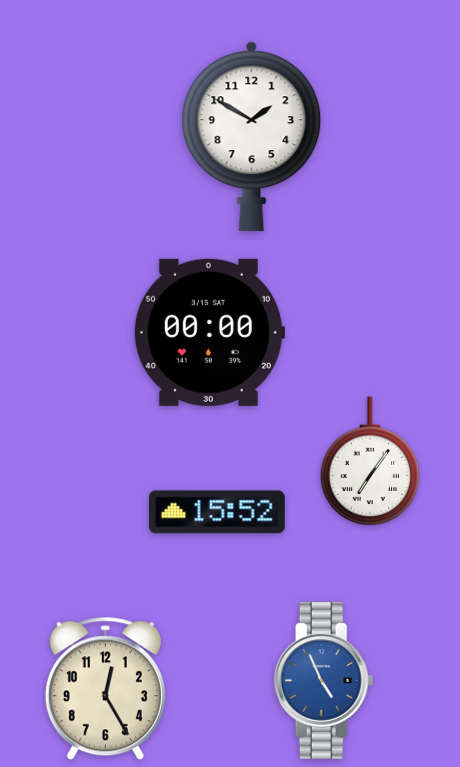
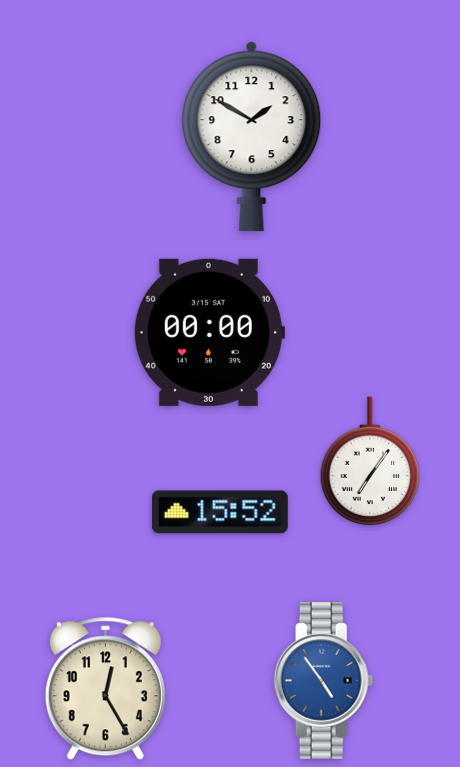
clock at (217, 512) position: (217, 512) -> (220, 512)
clock at (324, 680): 4:56 -> 4:54
